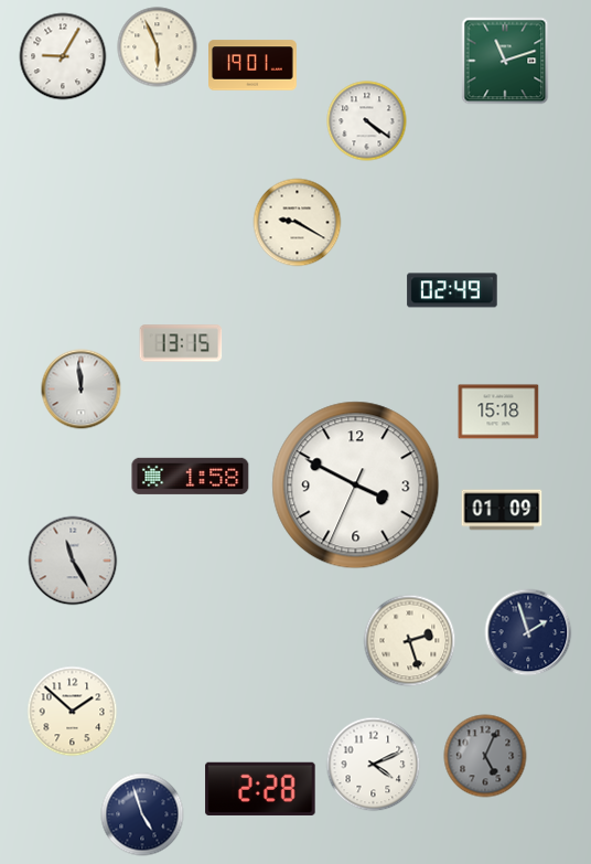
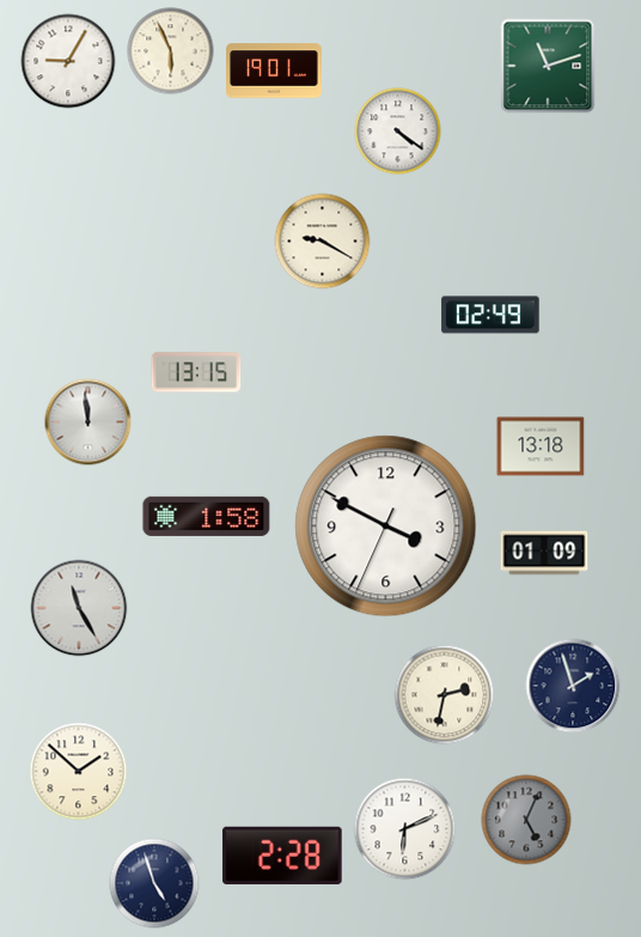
clock at (498, 412): 15:18 -> 13:18
clock at (410, 641): 2:27 -> 2:32
clock at (374, 765): 4:11 -> 6:11
